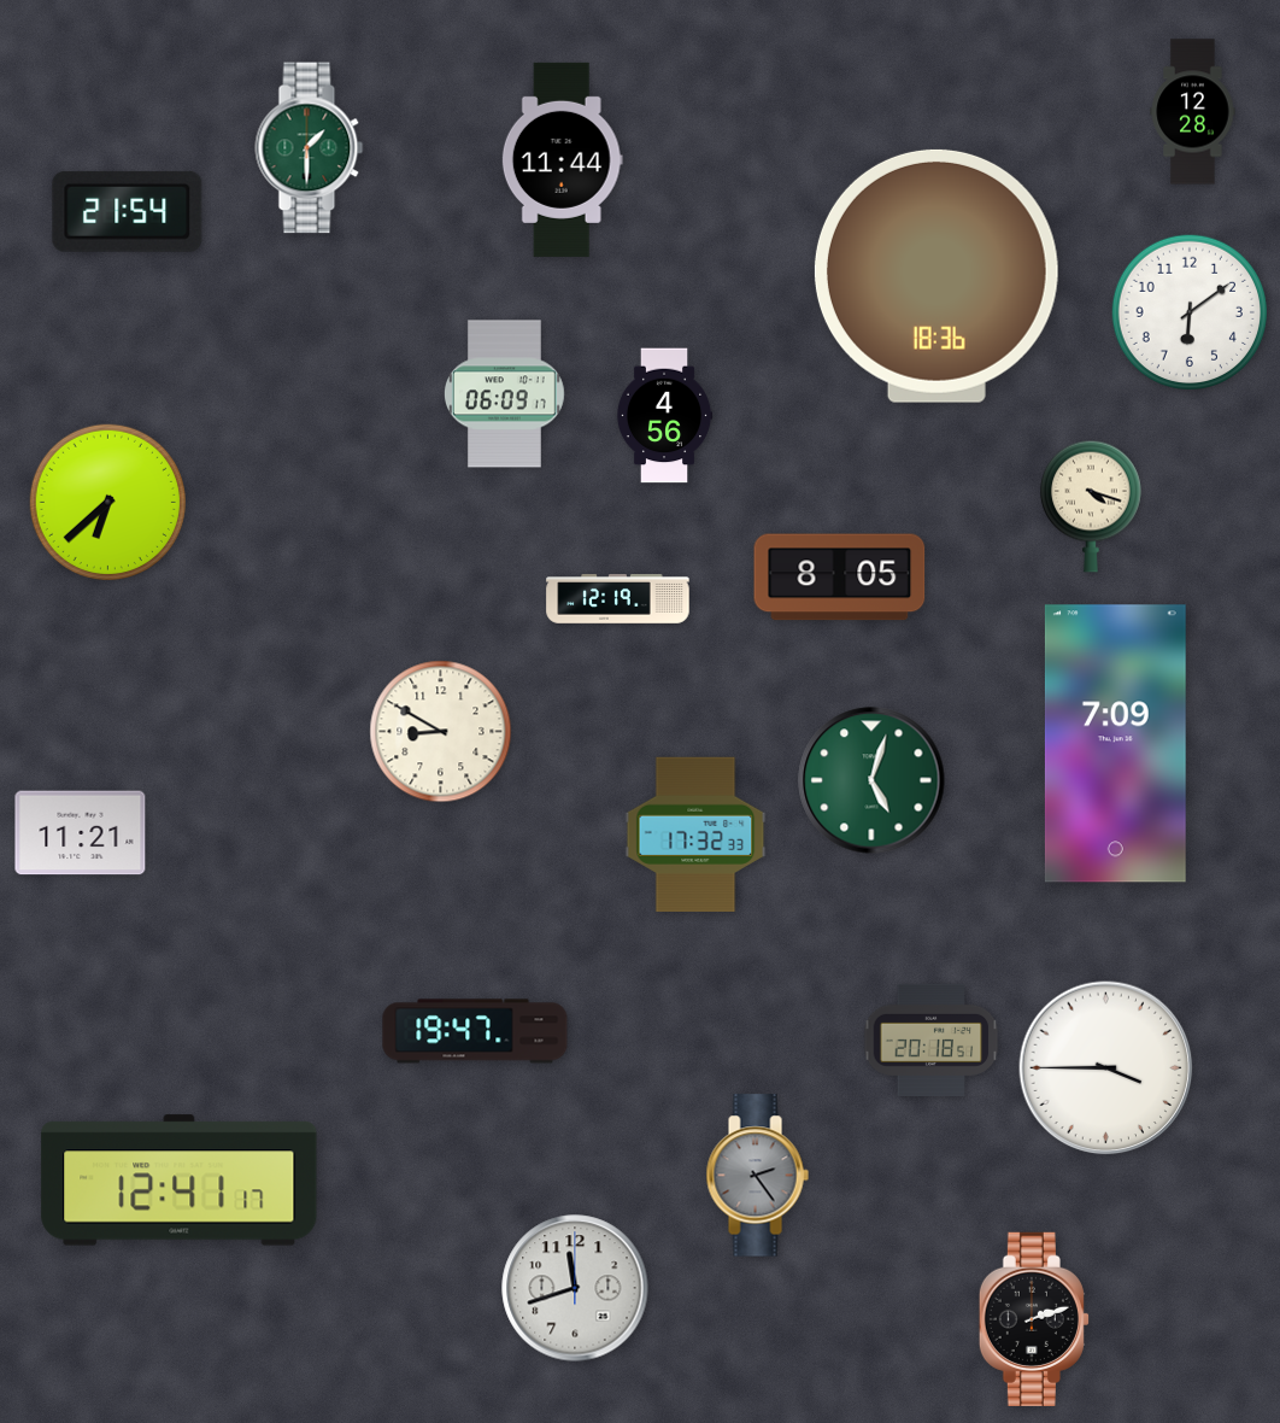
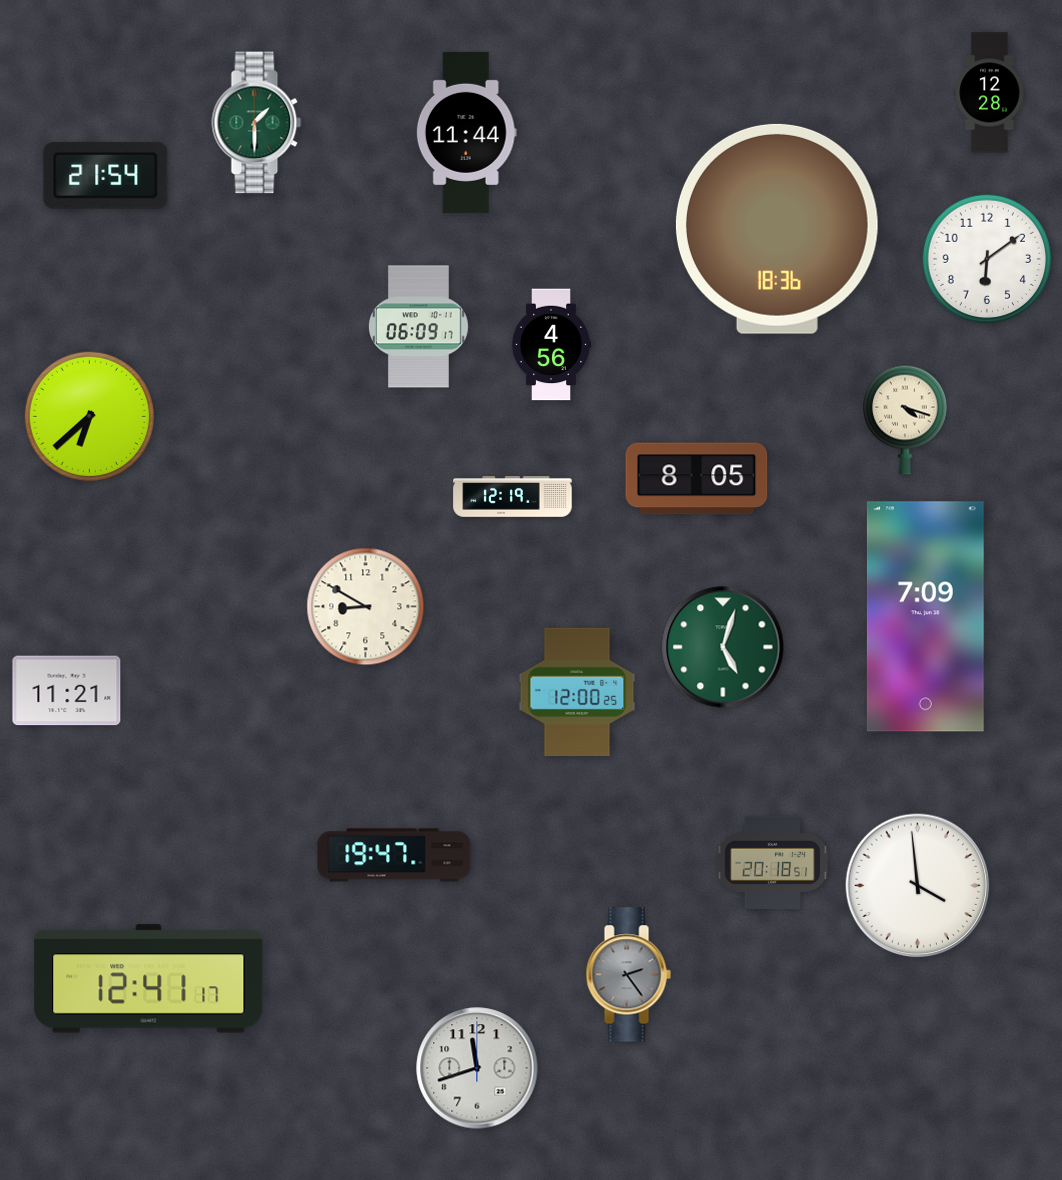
clock at (695, 835): 17:32 -> 12:00
clock at (1106, 1068): 3:45 -> 3:59
clock at (1034, 1319): 2:12 -> none
